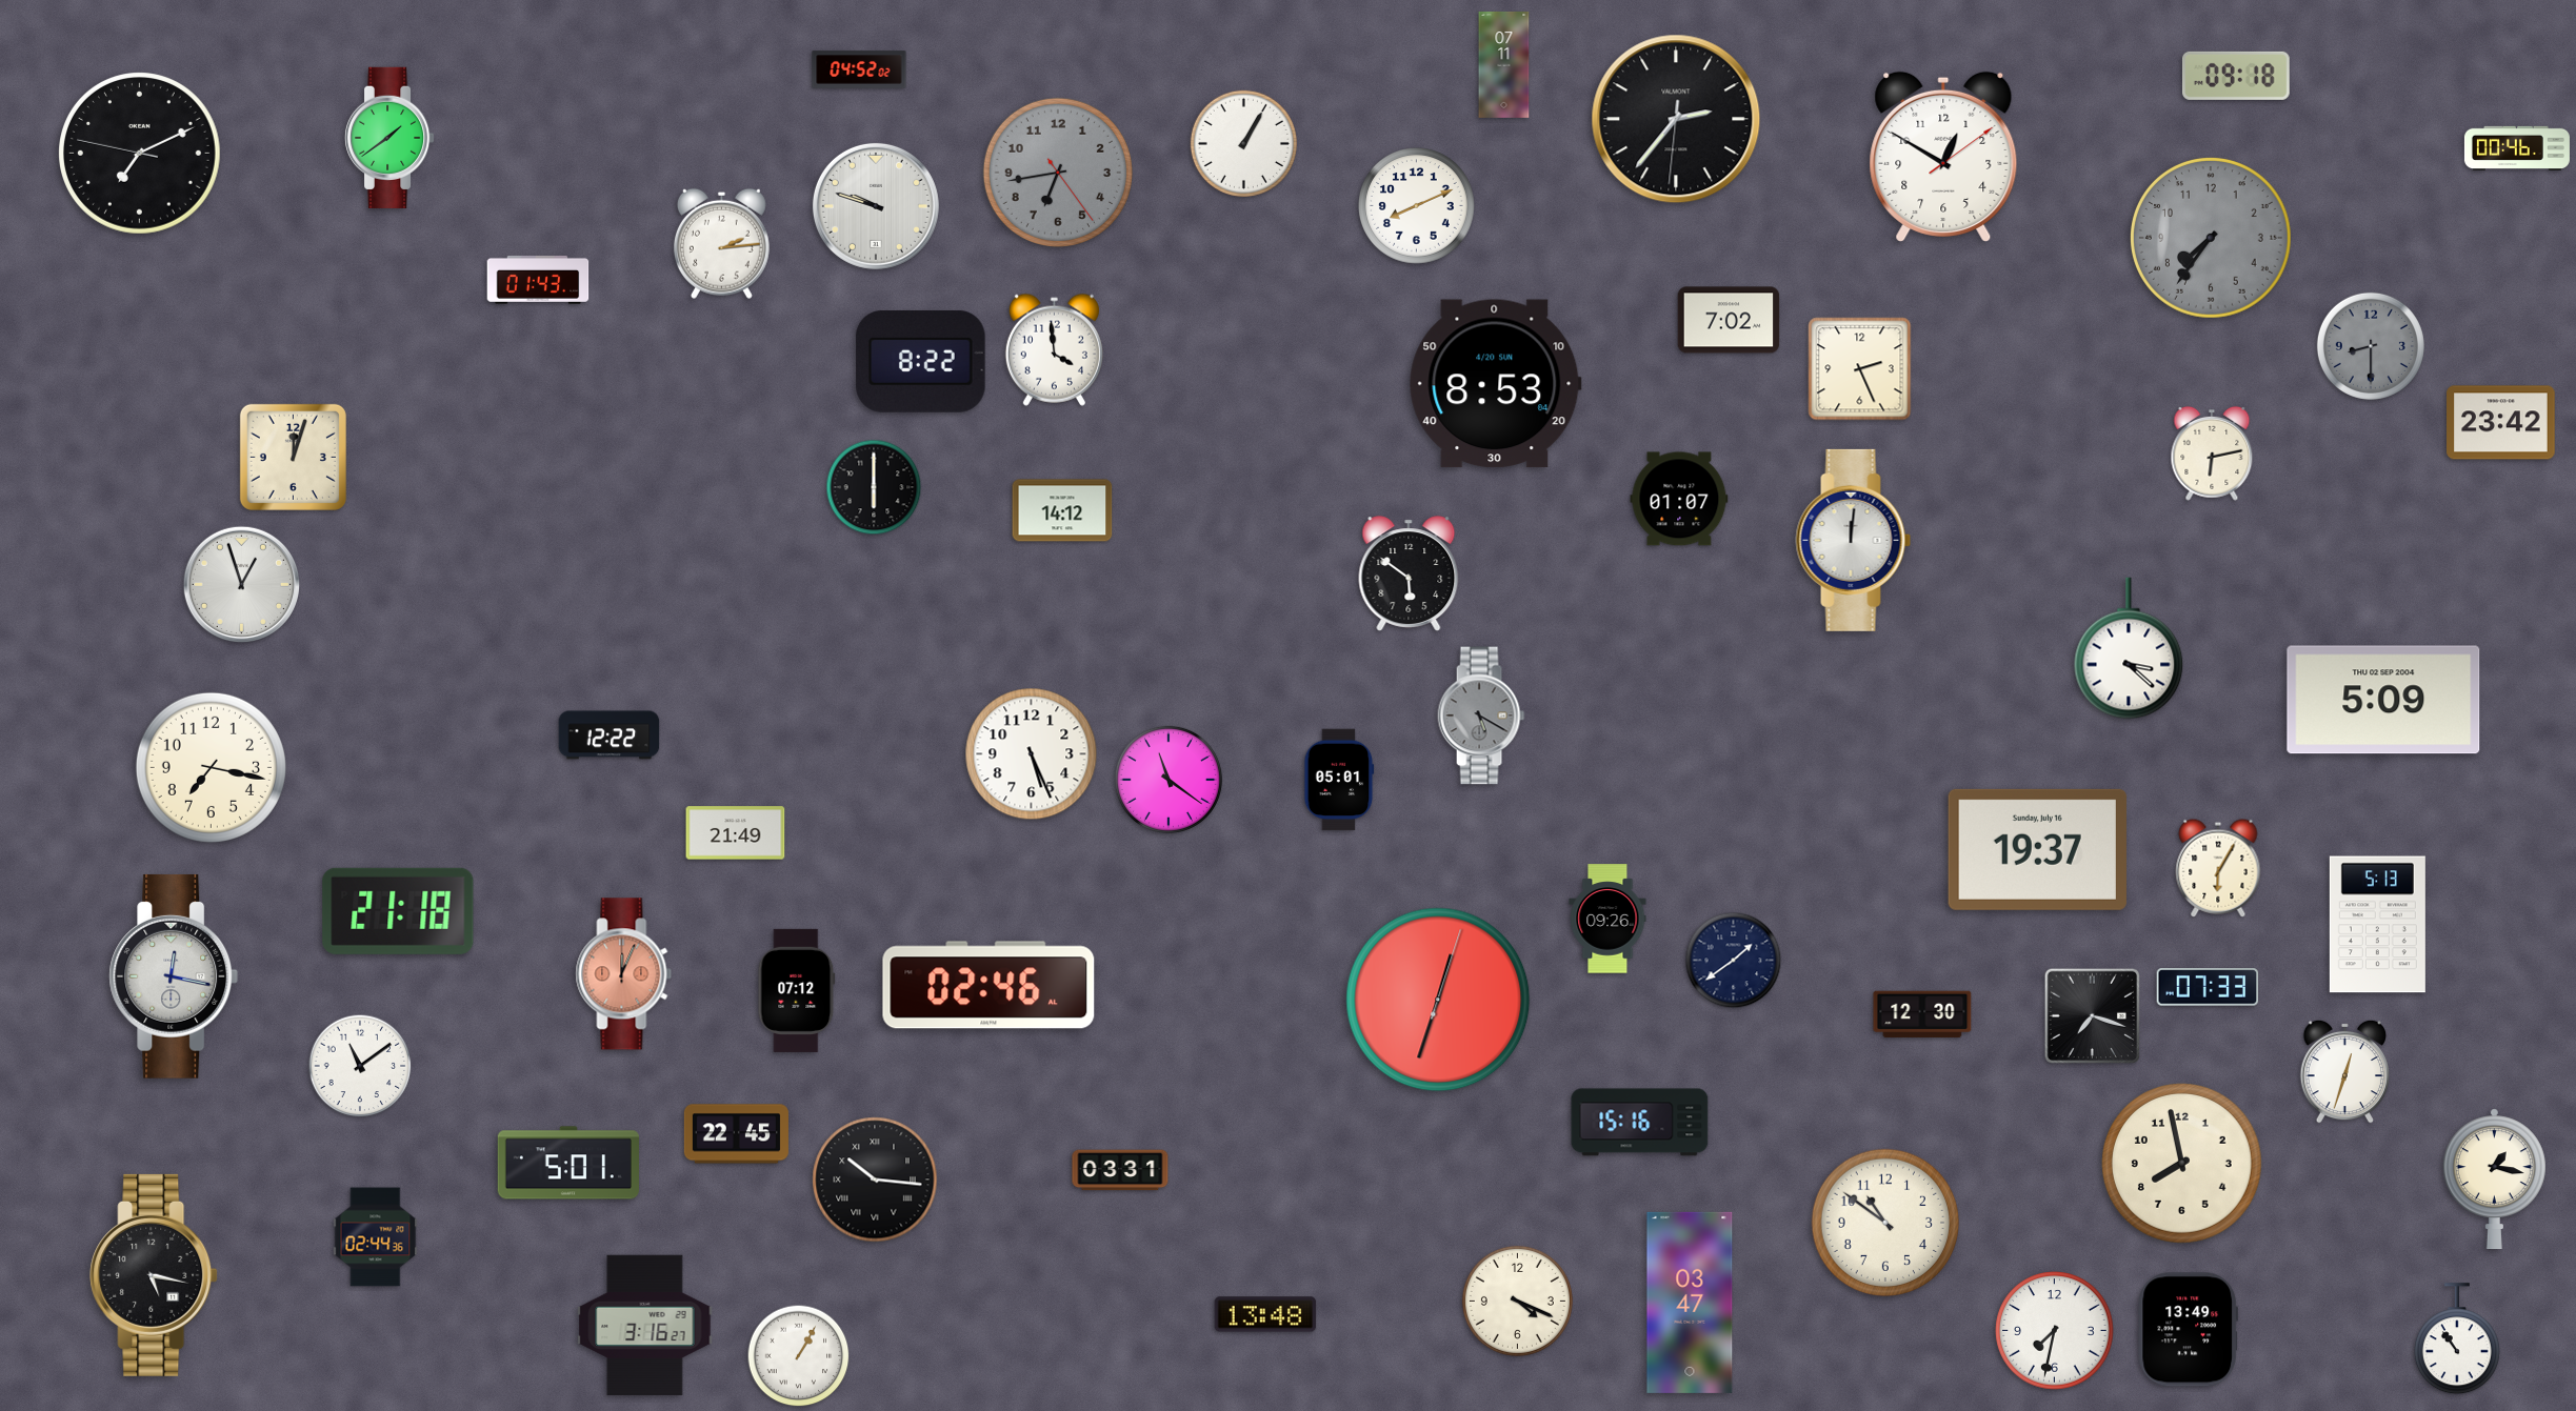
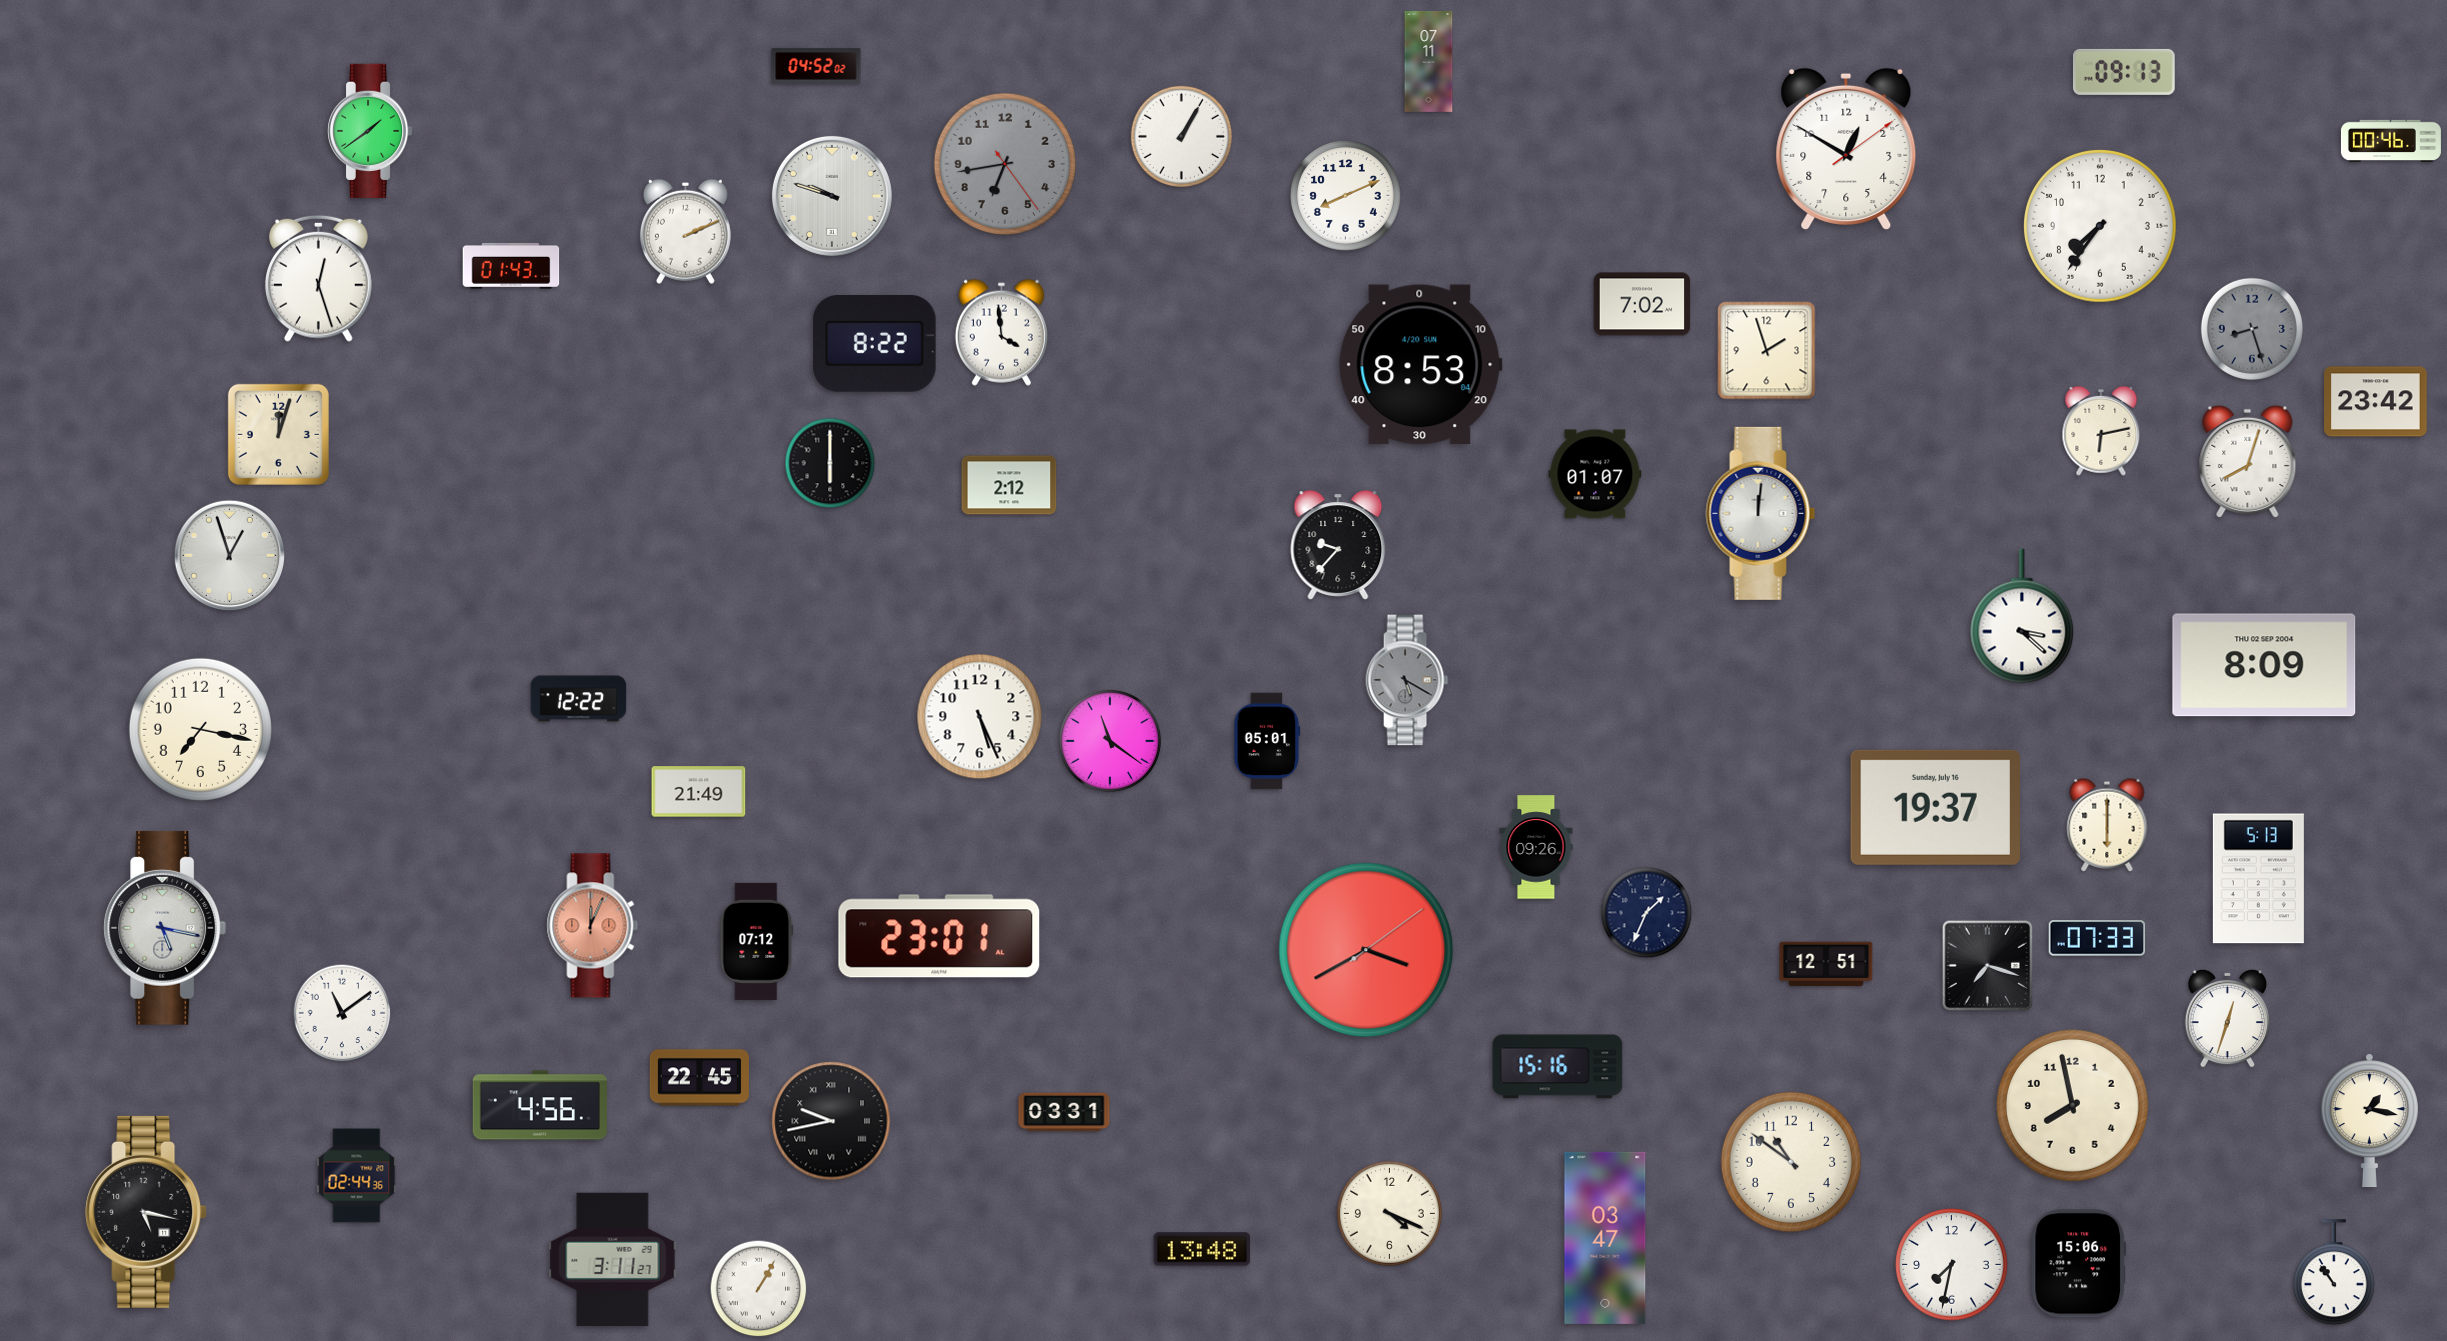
clock at (2236, 76): 09:18 -> 09:13
clock at (1676, 119): 2:36 -> none
clock at (140, 154): 7:10 -> none
clock at (2212, 239) dial: grey -> white
clock at (721, 243): 2:14 -> 2:11
clock at (318, 278): none -> 12:27
clock at (2371, 346): 8:30 -> 8:27
clock at (1860, 369): 2:26 -> 1:57
clock at (2248, 462): none -> 8:03
clock at (1062, 510): 14:12 -> 2:12
clock at (1409, 573): 5:51 -> 9:37
clock at (2383, 700): 5:09 -> 8:09
clock at (1339, 780) position: (1339, 780) -> (1267, 741)
clock at (2218, 868): 6:05 -> 6:00
clock at (398, 911): 21:18 -> none
clock at (1607, 919) position: (1607, 919) -> (1536, 847)
clock at (1734, 961): 1:39 -> 1:34
clock at (174, 976): 12:17 -> 5:17
clock at (989, 985): 02:46 -> 23:01
clock at (1438, 1000): 12:33 -> 3:40
clock at (1922, 1014): 12:30 -> 12:51
clock at (568, 1163): 5:01 -> 4:56
clock at (875, 1180): 10:16 -> 9:43
clock at (1517, 1301) position: (1517, 1301) -> (1389, 1213)
clock at (645, 1326): 3:16 -> 3:11
clock at (2188, 1330): 13:49 -> 15:06
